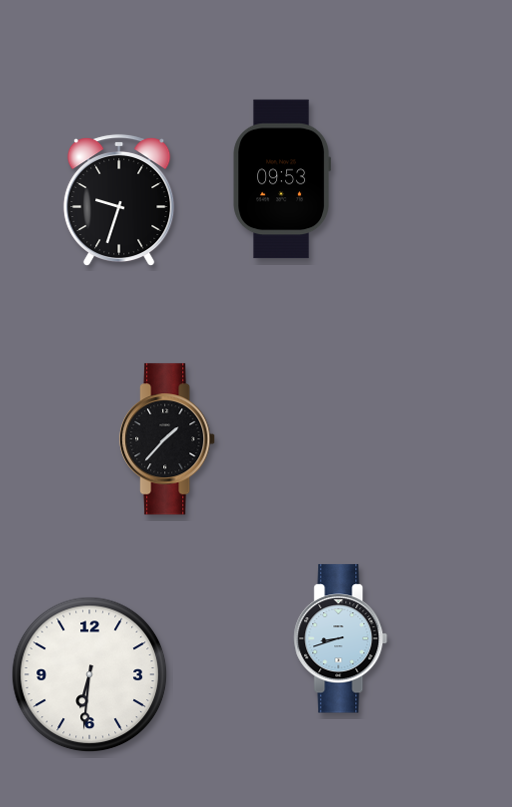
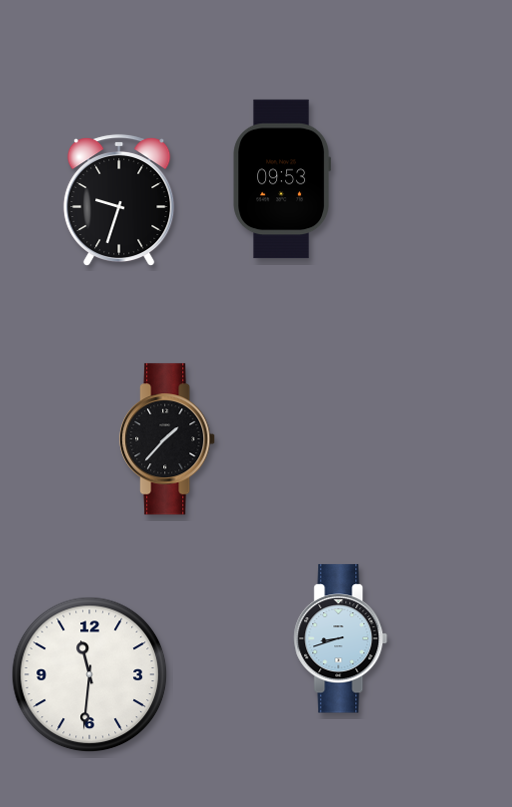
clock at (90, 675): 6:31 -> 11:31
